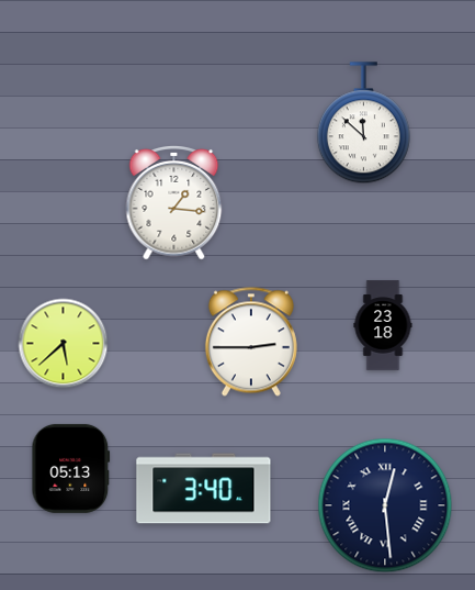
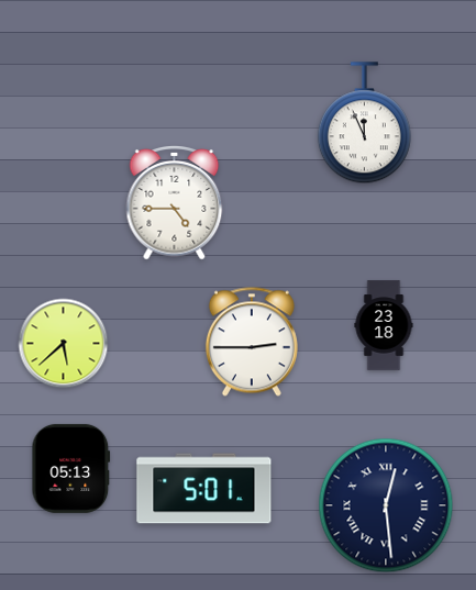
clock at (363, 123): 11:52 -> 11:56
clock at (174, 203): 1:16 -> 4:45
clock at (204, 489): 3:40 -> 5:01
